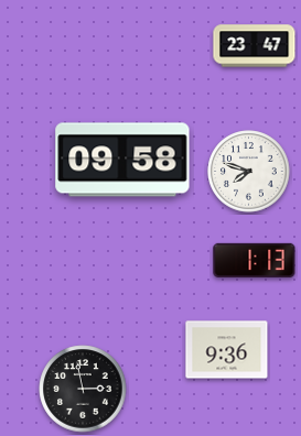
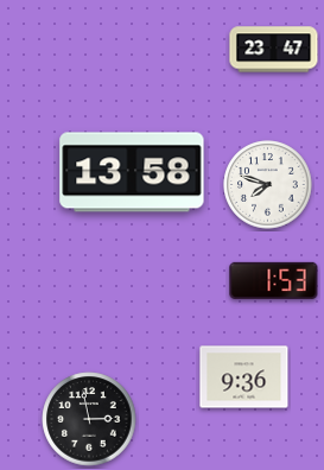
clock at (122, 160): 09:58 -> 13:58
clock at (255, 260): 1:13 -> 1:53
